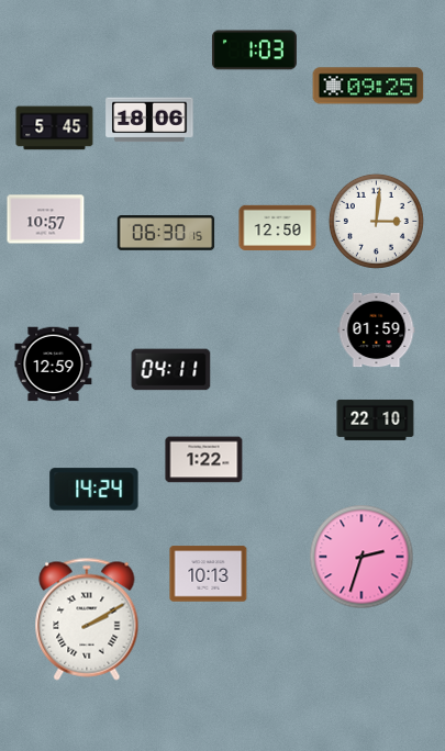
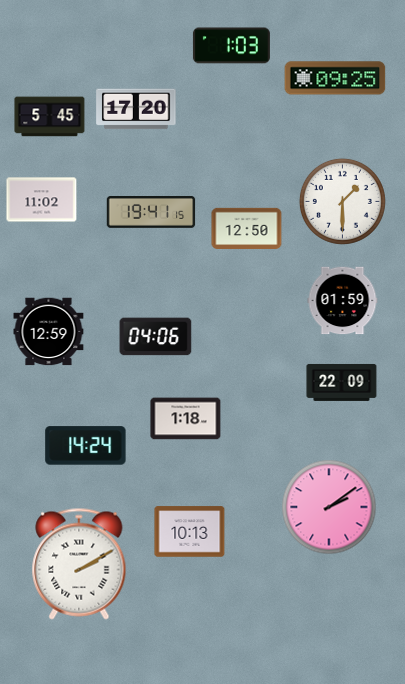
clock at (149, 120): 18:06 -> 17:20
clock at (46, 220): 10:57 -> 11:02
clock at (376, 221): 3:01 -> 1:30
clock at (278, 228) position: (278, 228) -> (247, 229)
clock at (166, 234): 06:30 -> 19:41
clock at (171, 370): 04:11 -> 04:06
clock at (376, 419): 22:10 -> 22:09
clock at (204, 460): 1:22 -> 1:18
clock at (361, 557): 2:33 -> 2:09
clock at (209, 574) position: (209, 574) -> (190, 532)
